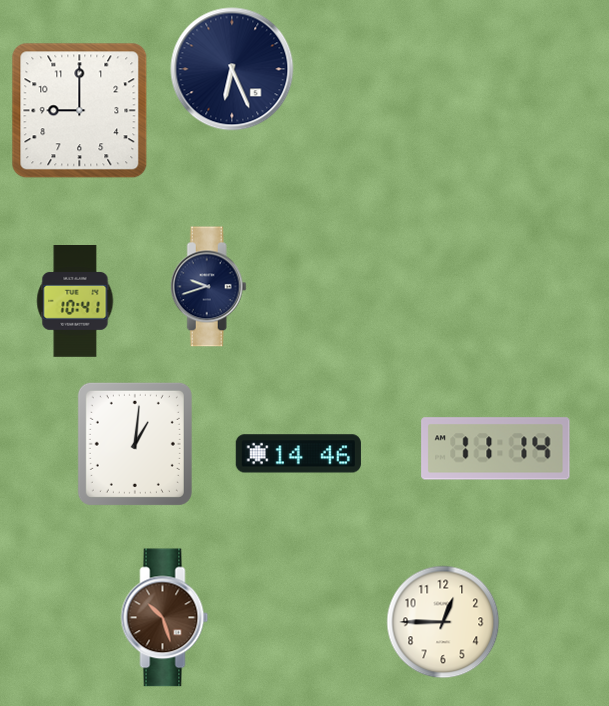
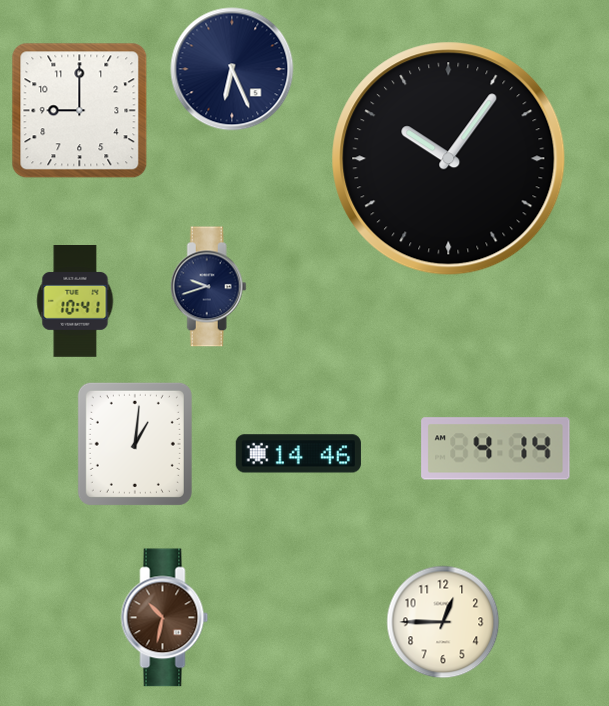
clock at (449, 159): none -> 10:06
clock at (496, 449): 11:14 -> 4:14
clock at (165, 618): 10:27 -> 10:32
